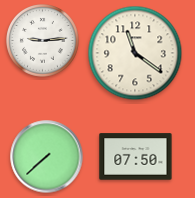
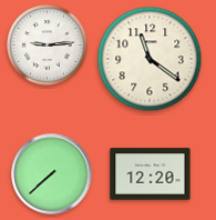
clock at (136, 157): 07:50 -> 12:20
